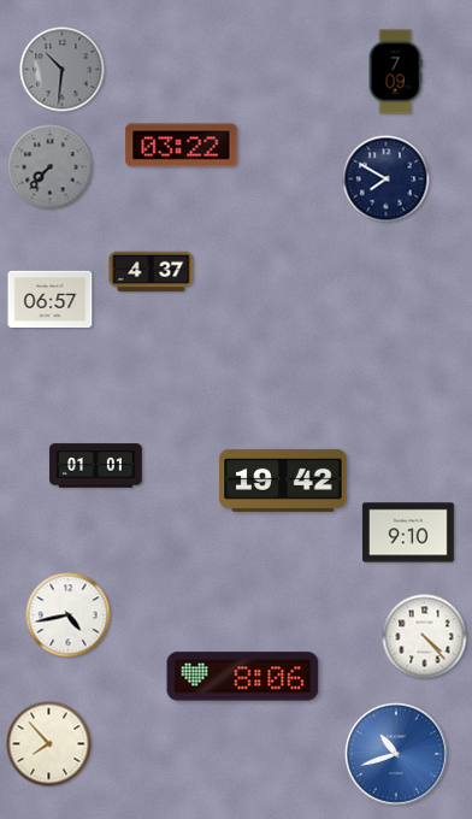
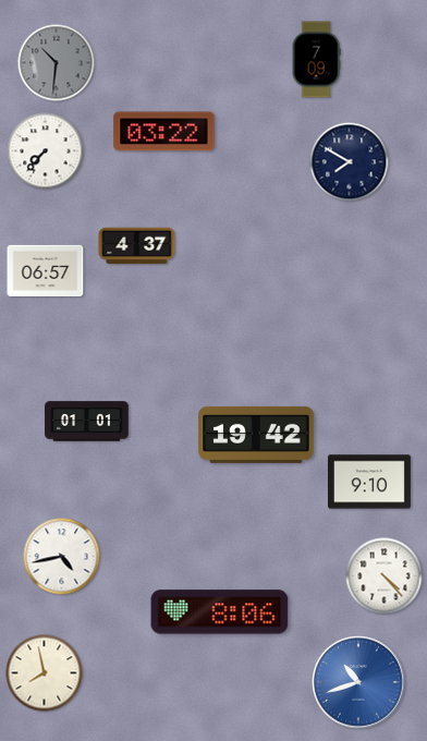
clock at (395, 72) position: (395, 72) -> (316, 60)
clock at (51, 167) dial: grey -> white
clock at (49, 744): 7:53 -> 7:58
